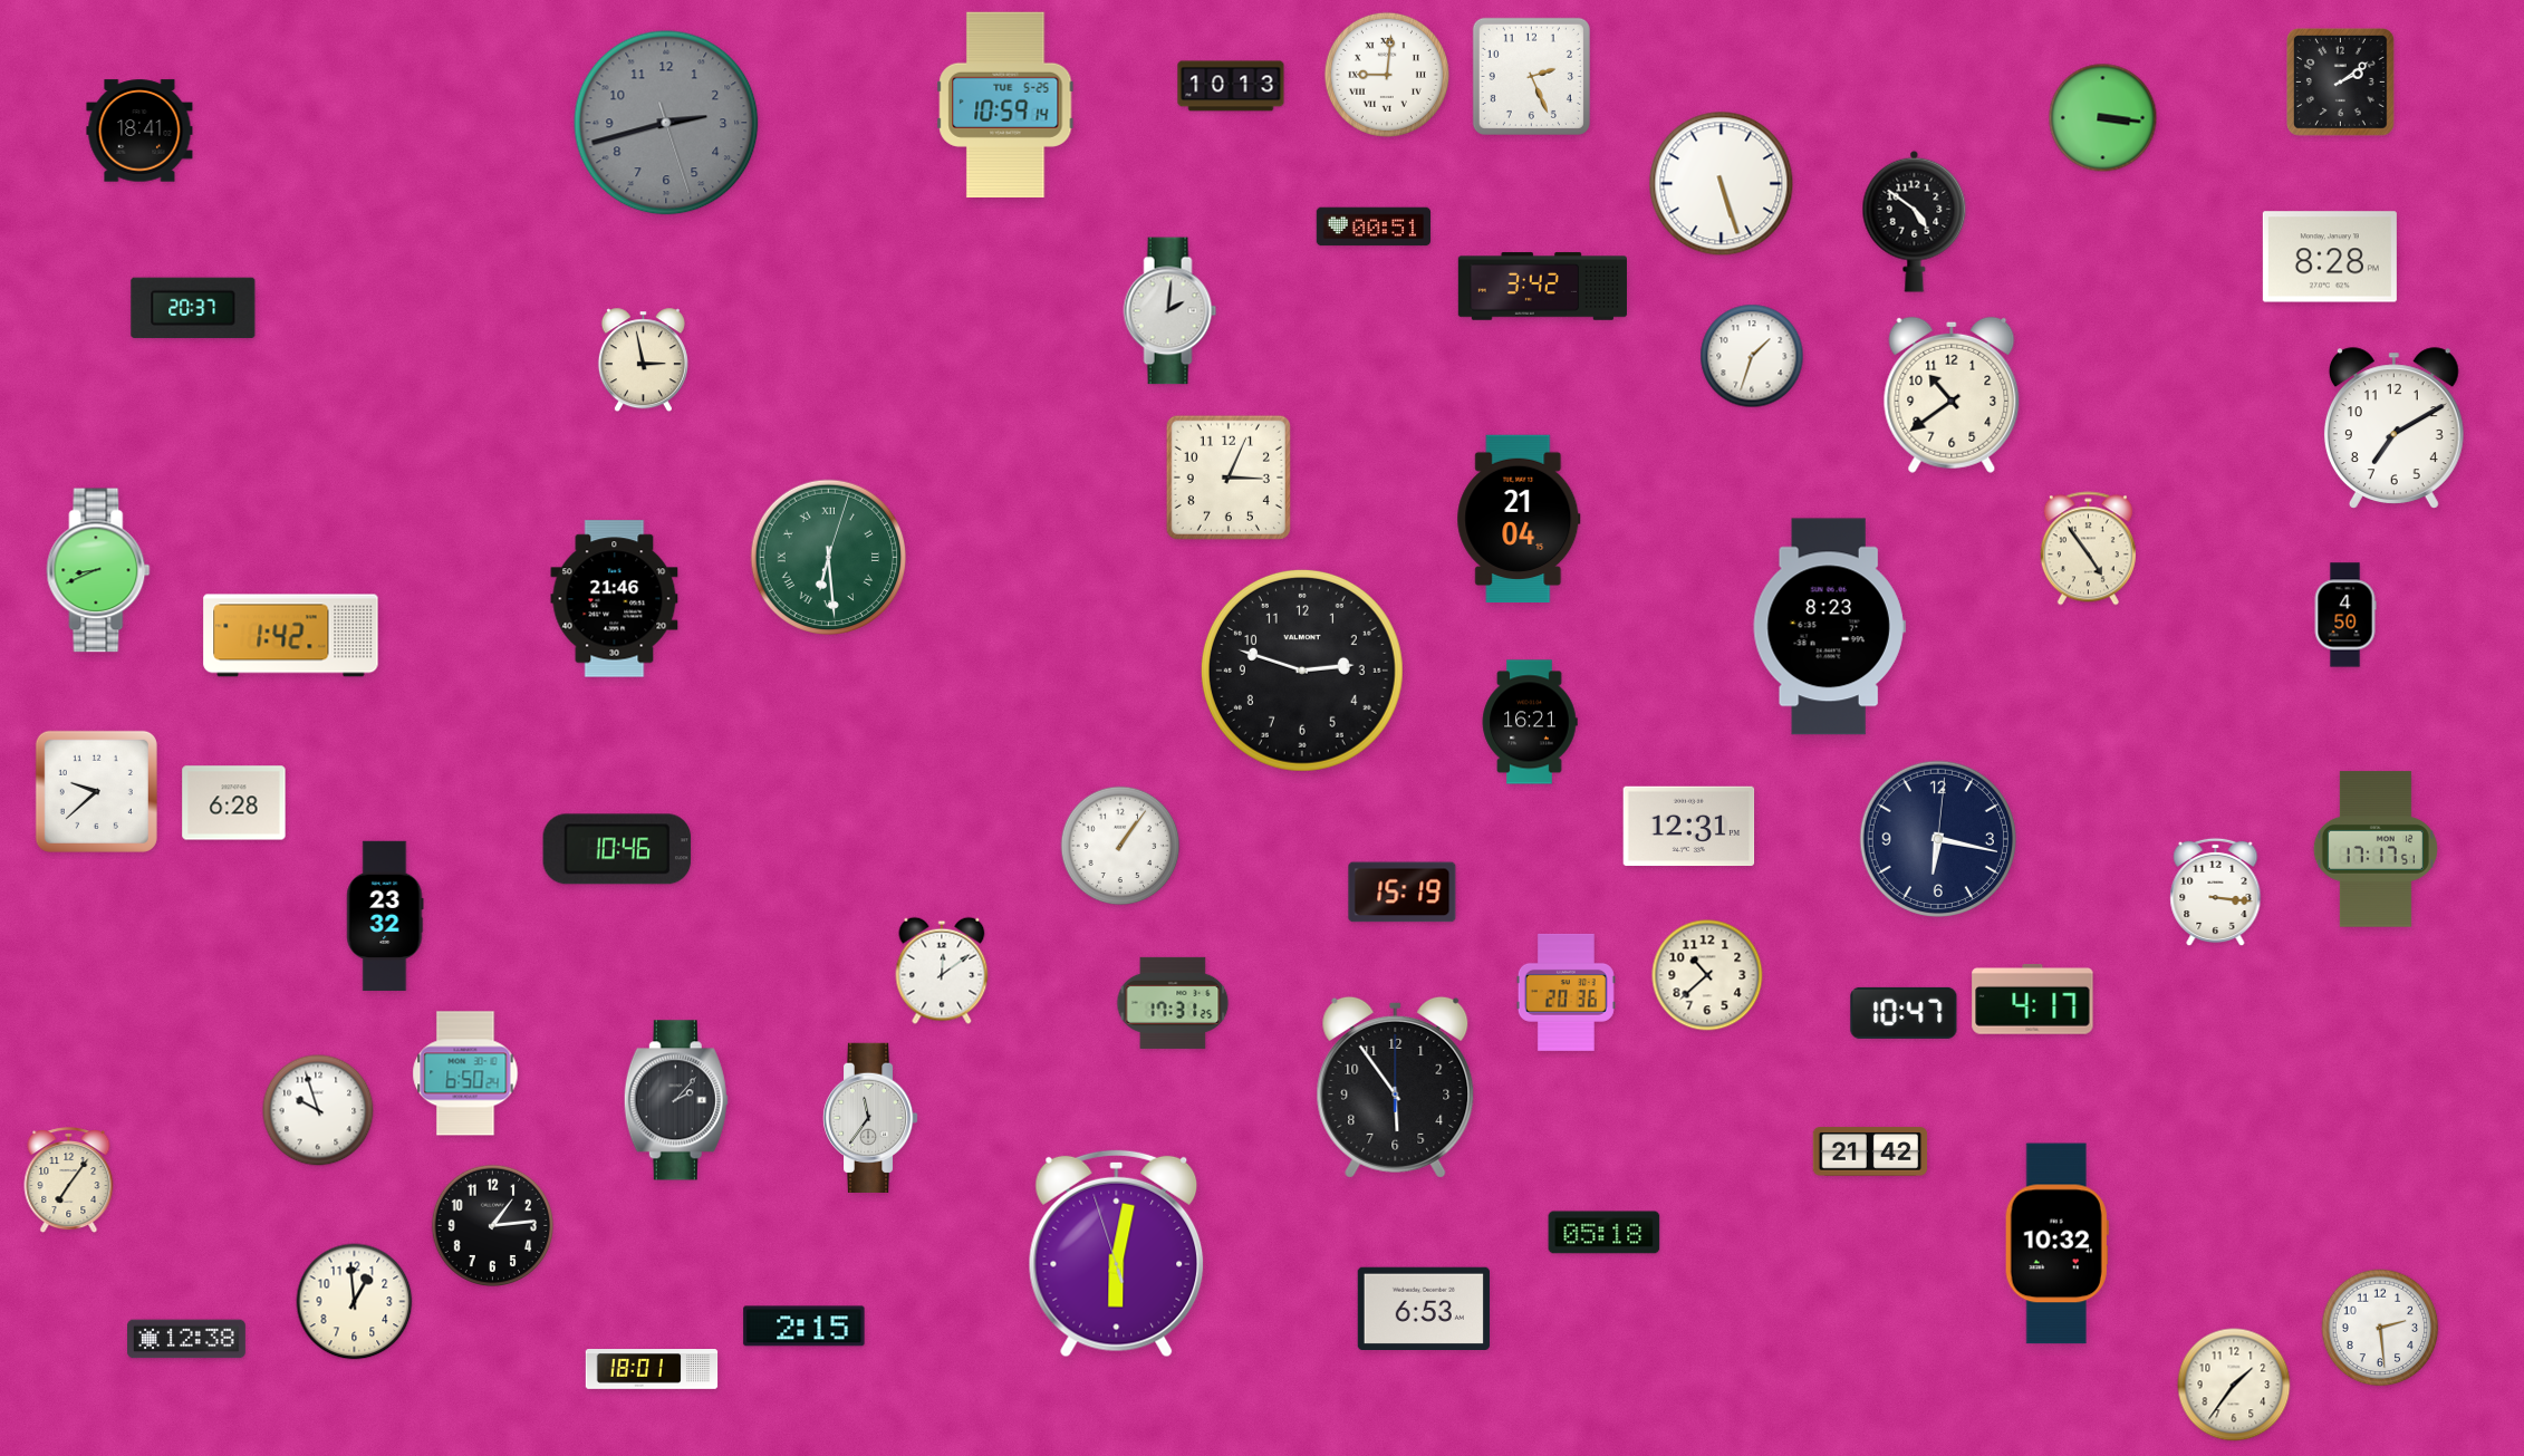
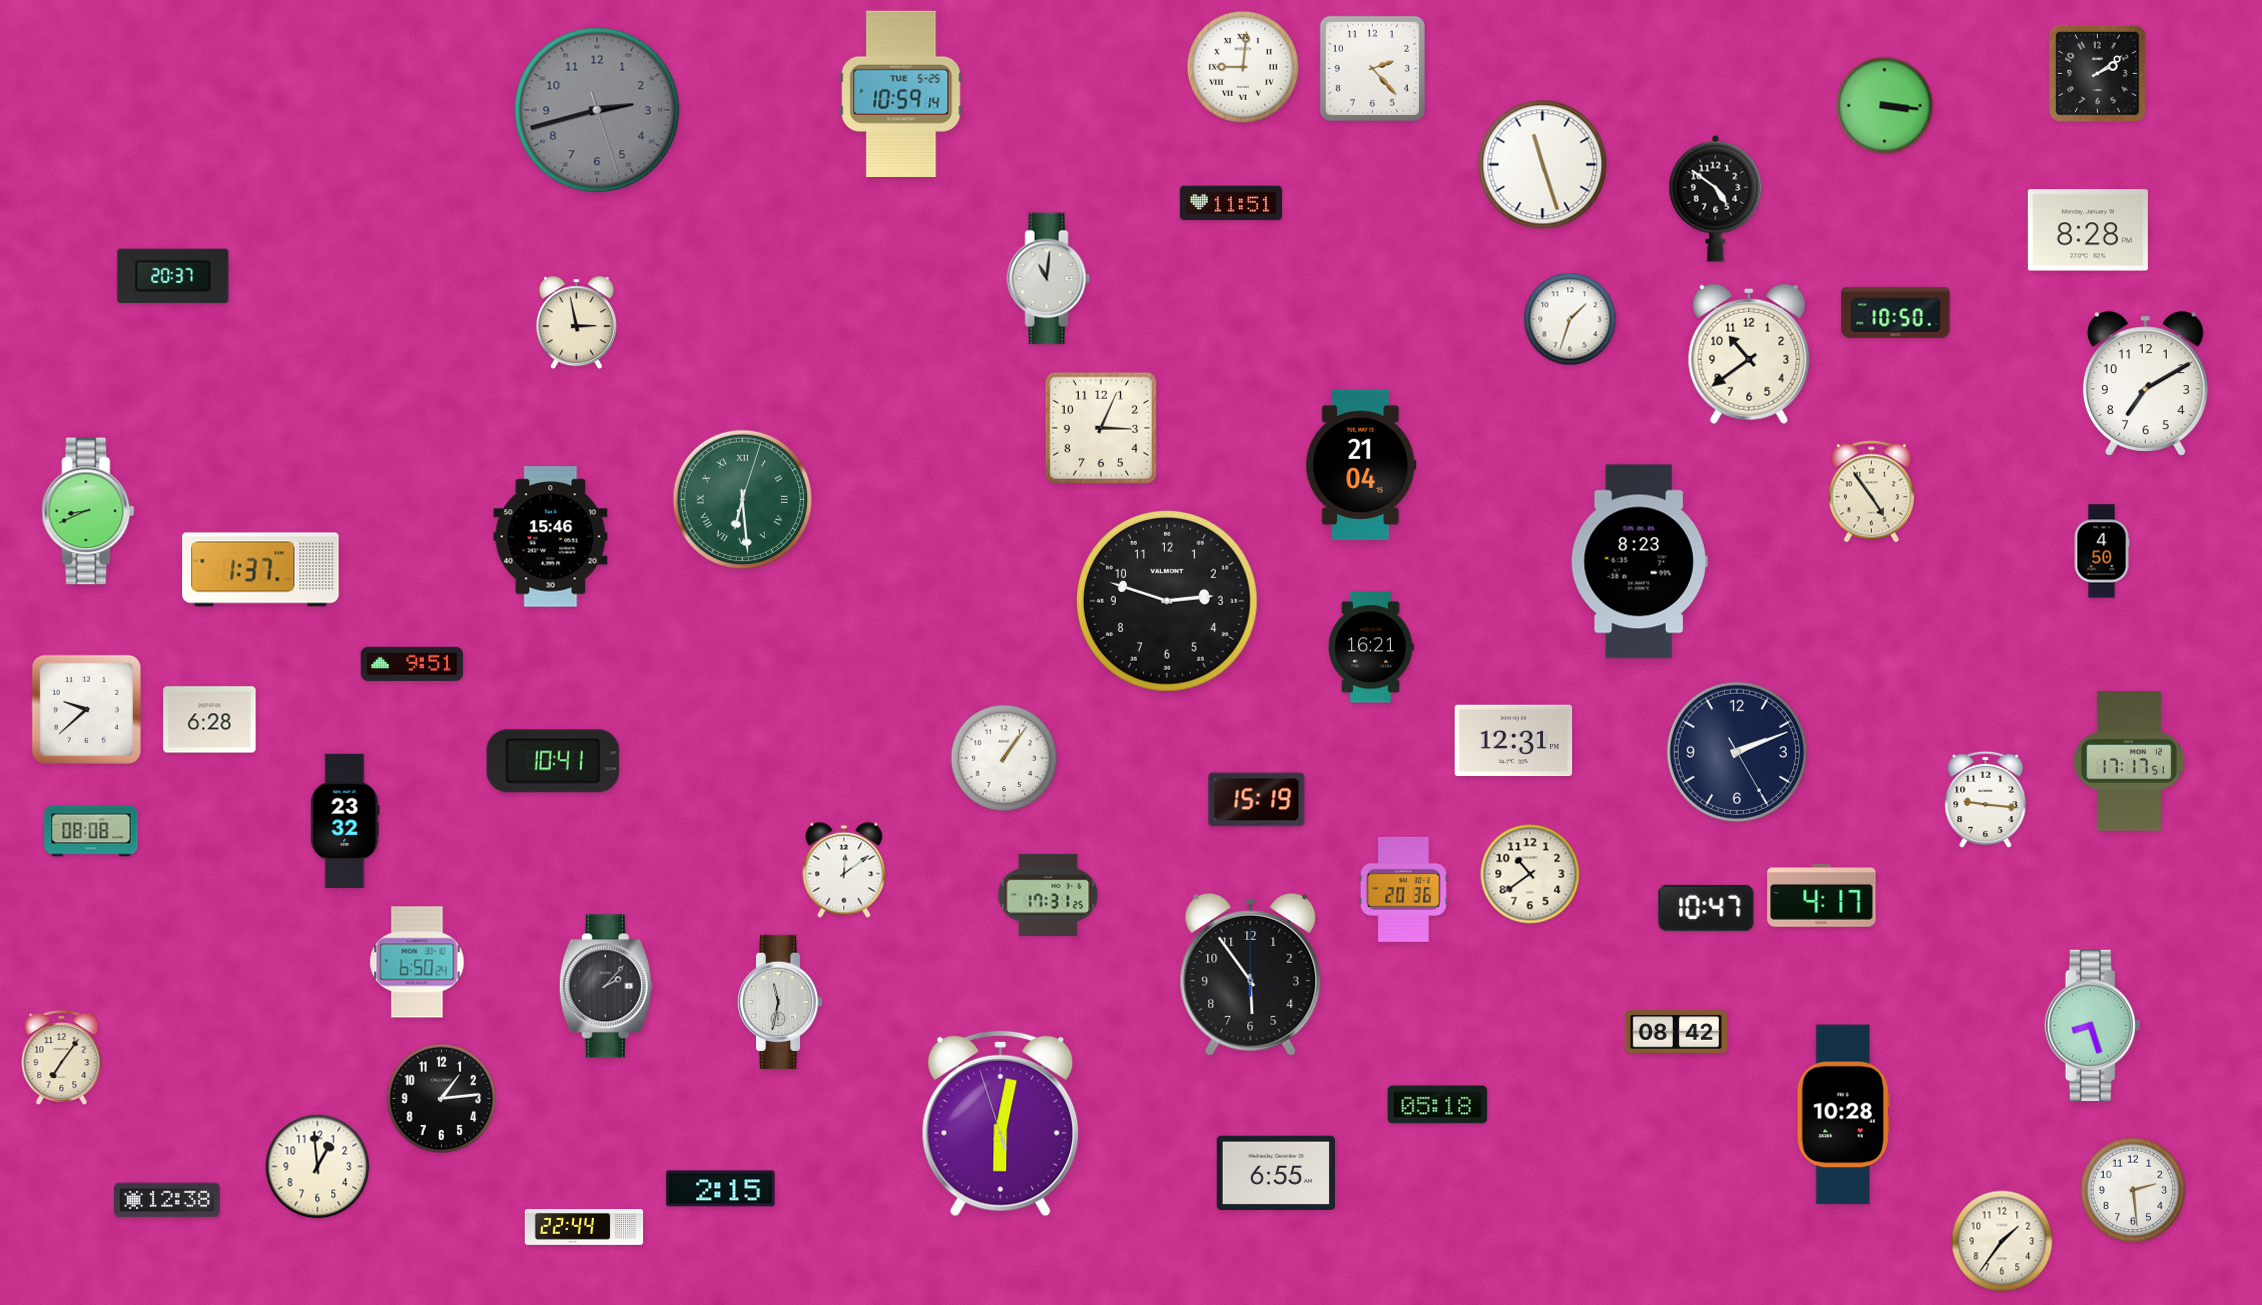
clock at (1531, 76): 2:26 -> 2:23
clock at (1231, 86): 10:13 -> none
clock at (139, 131): 18:41 -> none
clock at (1722, 184): 5:27 -> 11:27
clock at (1374, 226): 00:51 -> 11:51
clock at (1542, 287): 3:42 -> none
clock at (1171, 311): 2:01 -> 11:01
clock at (1896, 312): none -> 10:50
clock at (615, 599): 21:46 -> 15:46
clock at (291, 636): 1:42 -> 1:37
clock at (411, 664): none -> 9:51
clock at (1937, 838): 6:17 -> 2:11
clock at (617, 849): 10:46 -> 10:41
clock at (2216, 893): 3:16 -> 9:16
clock at (91, 831): none -> 08:08
clock at (1707, 975): 10:38 -> 10:39
clock at (1173, 1003) position: (1173, 1003) -> (1048, 895)
clock at (318, 1110): 9:57 -> none
clock at (870, 1117): 11:36 -> 11:32
clock at (2093, 1025): none -> 8:27
clock at (1870, 1151): 21:42 -> 08:42
clock at (2056, 1244): 10:32 -> 10:28
clock at (1423, 1308): 6:53 -> 6:55
clock at (652, 1370): 18:01 -> 22:44
